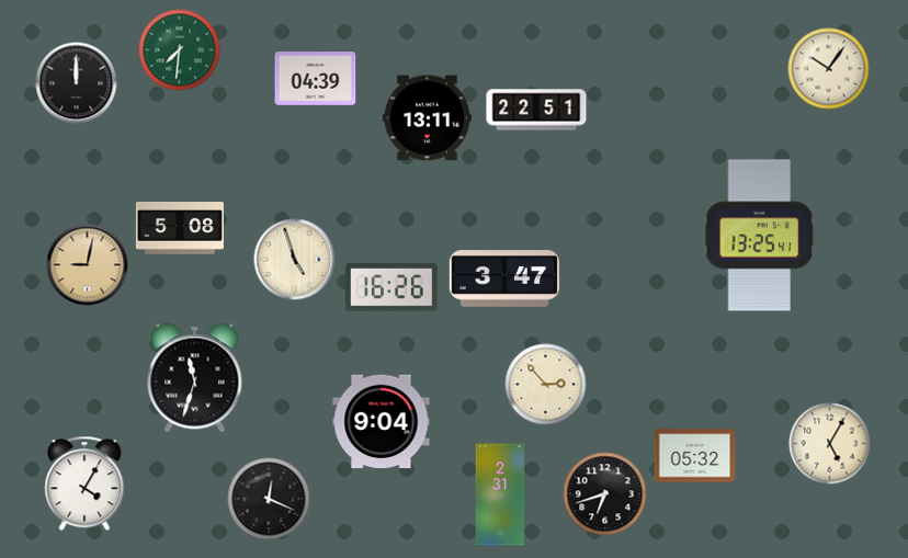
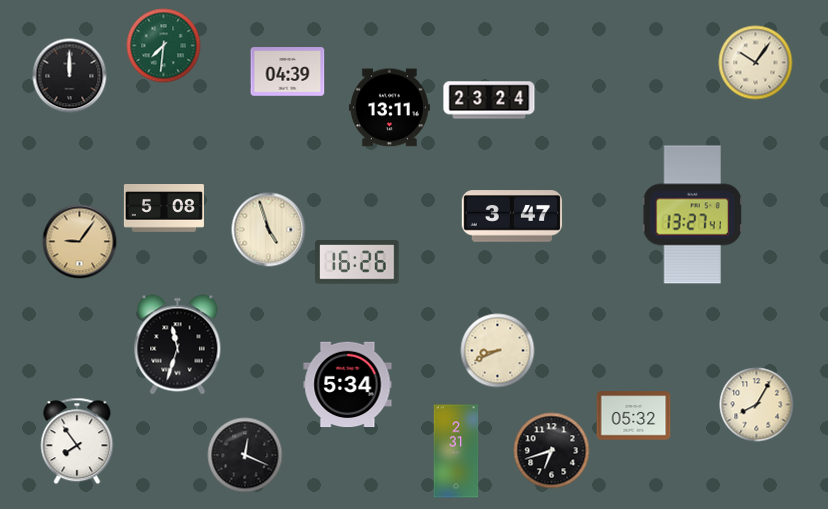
clock at (536, 110): 22:51 -> 23:24
clock at (759, 236): 13:25 -> 13:27
clock at (295, 260) position: (295, 260) -> (269, 230)
clock at (88, 265): 9:02 -> 9:06
clock at (504, 278) position: (504, 278) -> (512, 216)
clock at (546, 385): 2:53 -> 8:41
clock at (382, 422): 9:04 -> 5:34
clock at (830, 444): 5:05 -> 8:05
clock at (84, 483): 4:05 -> 7:54
